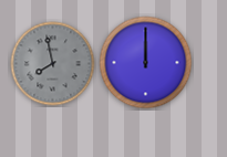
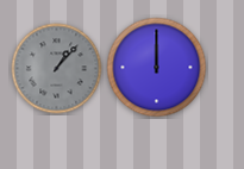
clock at (53, 64): 7:58 -> 1:07
